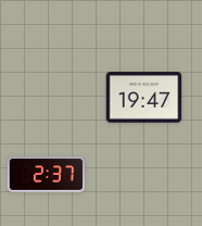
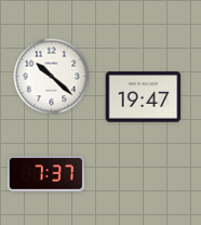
clock at (52, 77): none -> 10:22
clock at (46, 175): 2:37 -> 7:37
